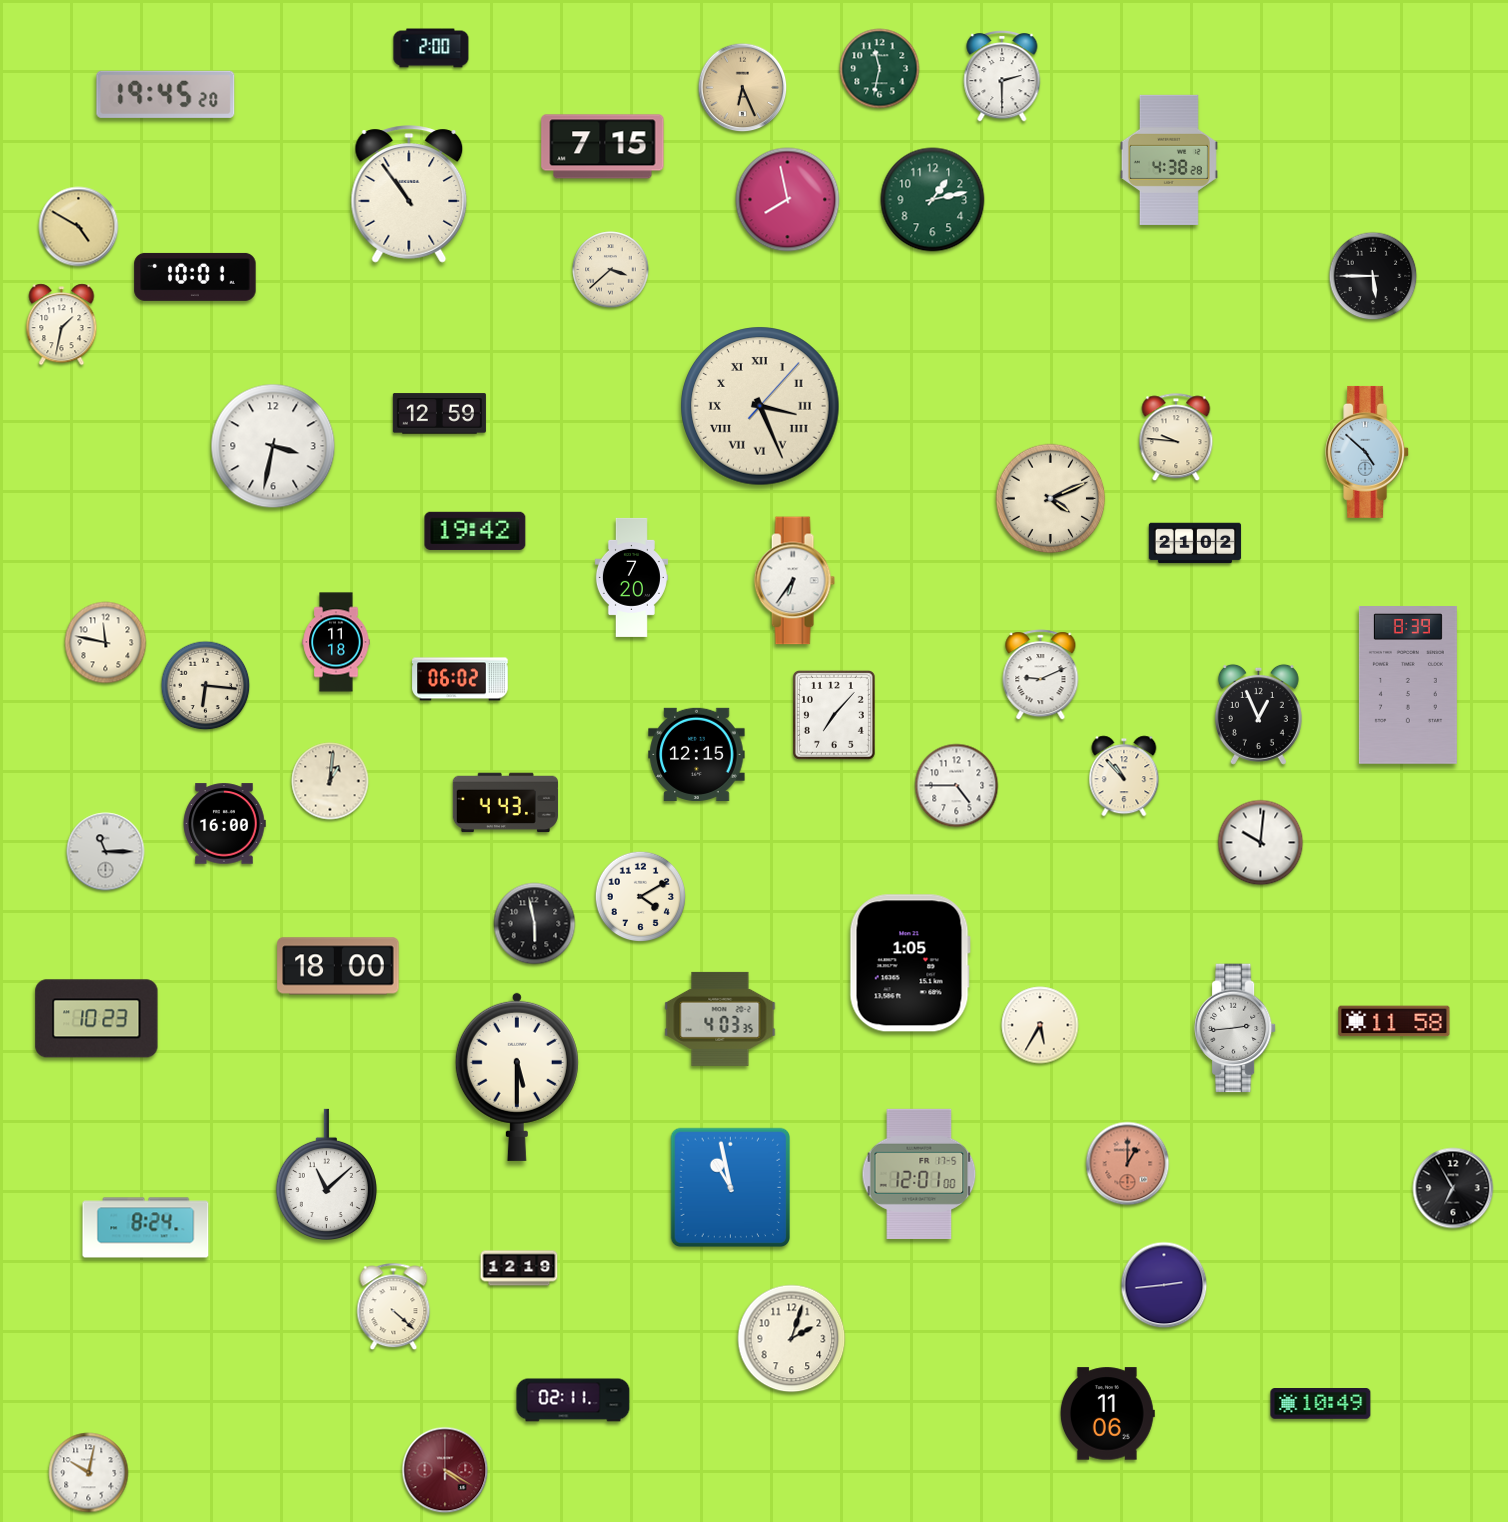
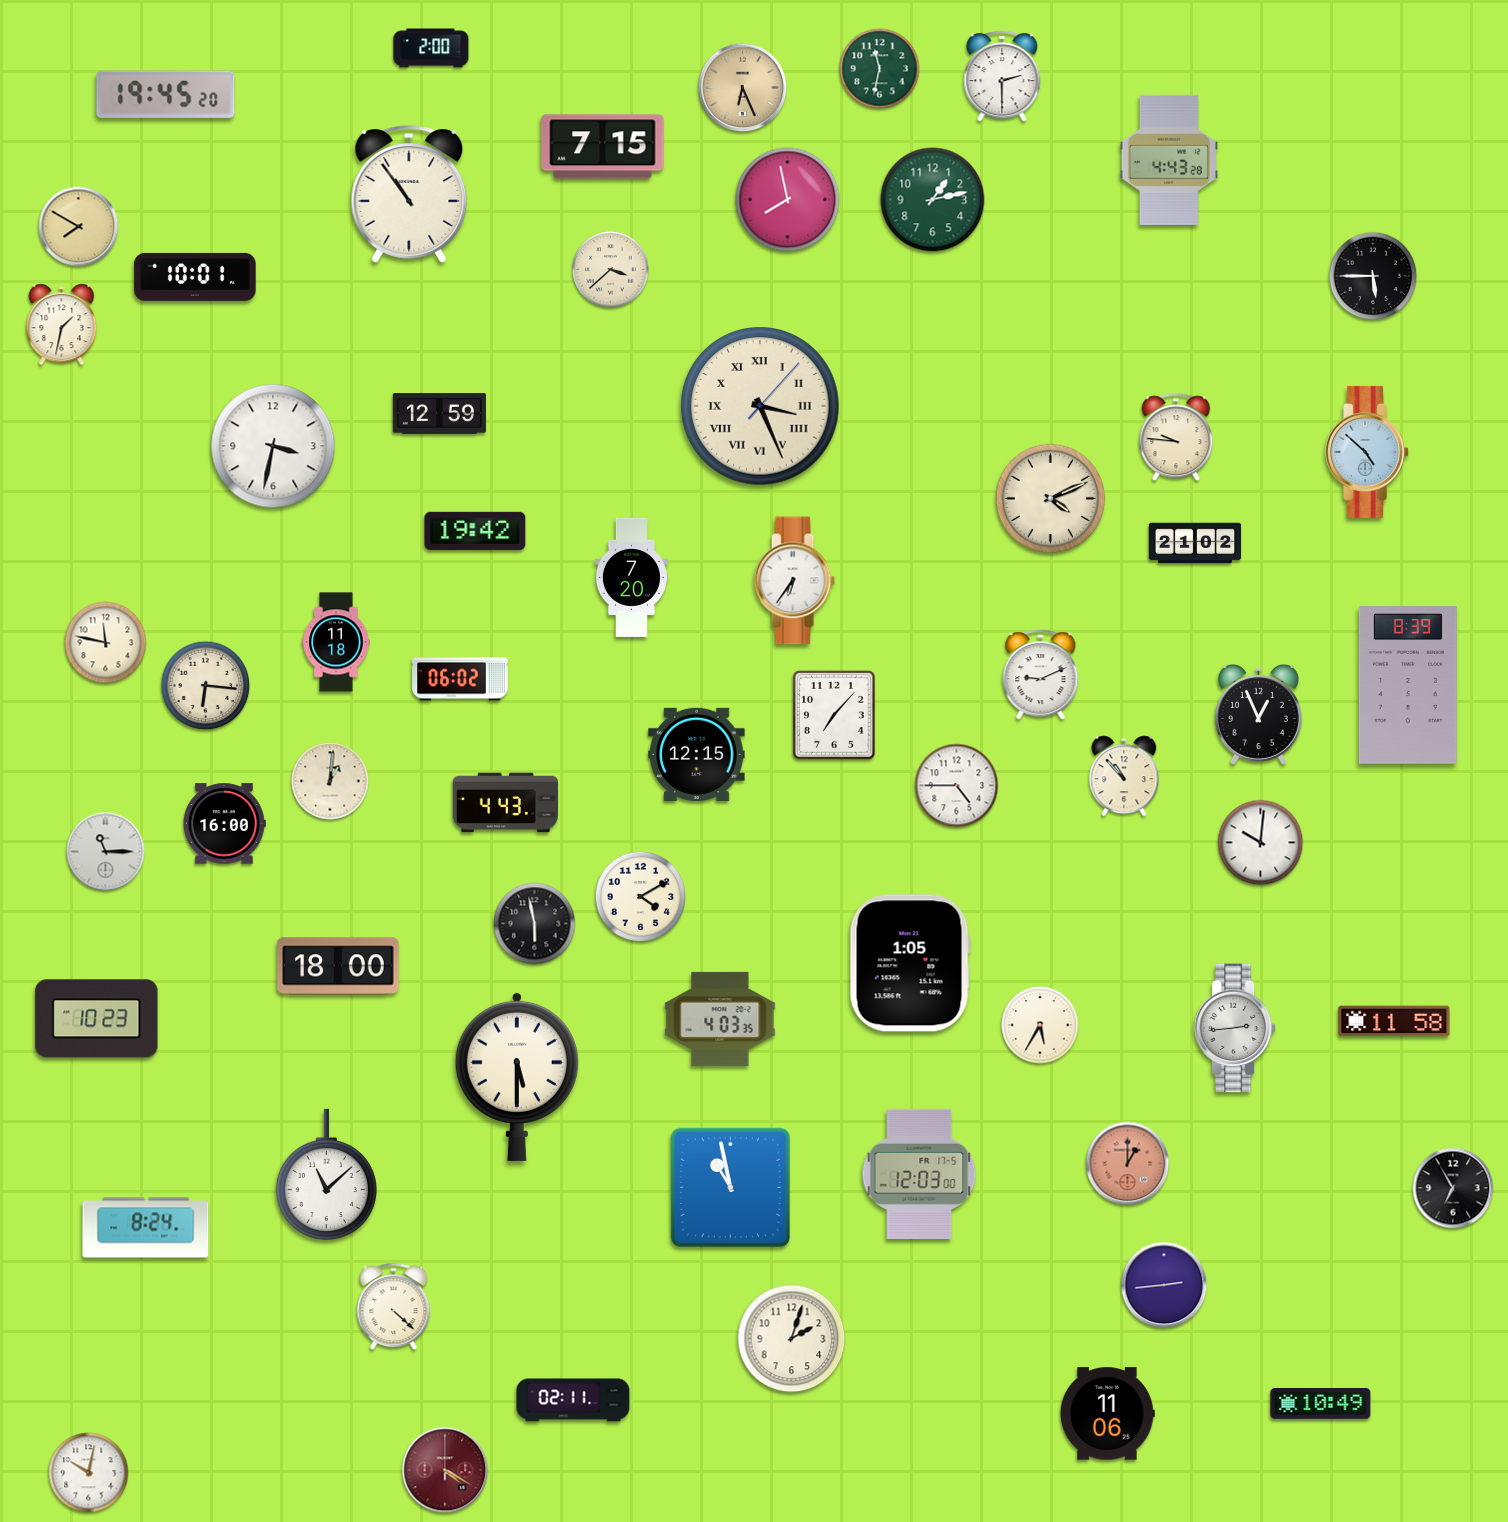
clock at (1169, 160): 4:38 -> 4:43
clock at (79, 227): 4:50 -> 7:50
clock at (919, 1174): 12:01 -> 12:03
clock at (519, 1268): 12:19 -> none
